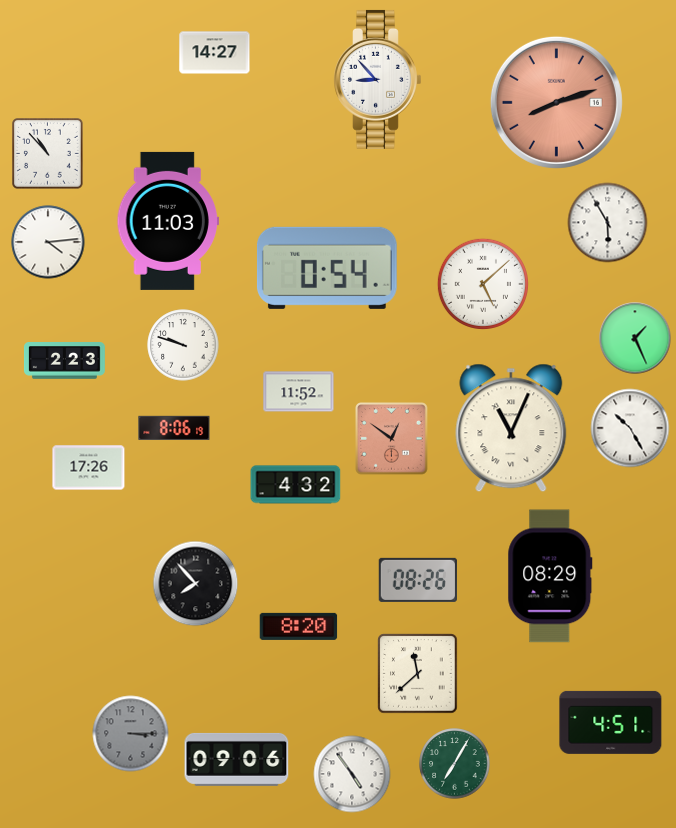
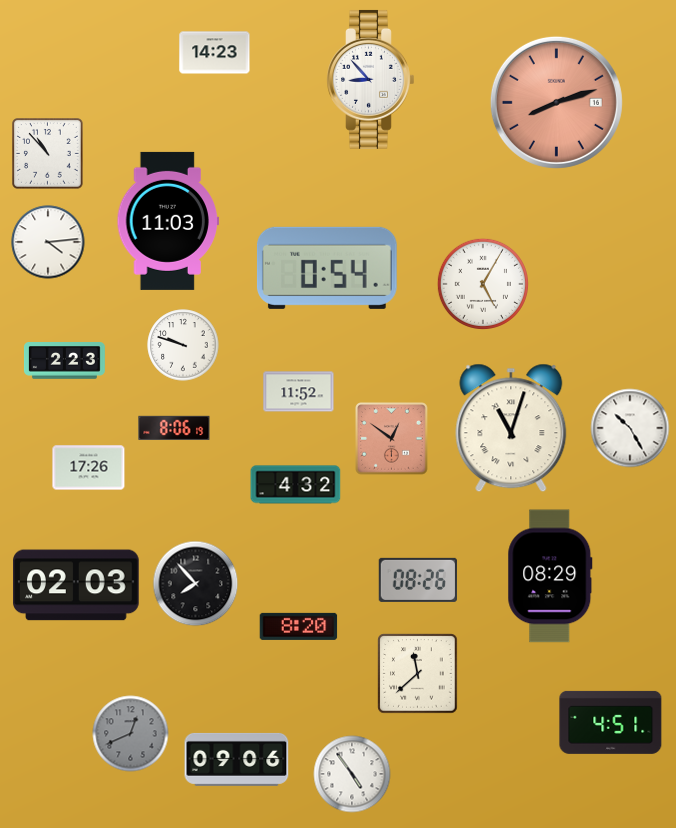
clock at (215, 53): 14:27 -> 14:23
clock at (378, 79) position: (378, 79) -> (371, 79)
clock at (608, 223): 5:55 -> none
clock at (483, 284): 5:08 -> 5:05
clock at (635, 338): 1:26 -> none
clock at (511, 428): 11:04 -> 11:03
clock at (76, 585): none -> 02:03
clock at (131, 734): 3:15 -> 12:41
clock at (455, 764): 7:05 -> none
